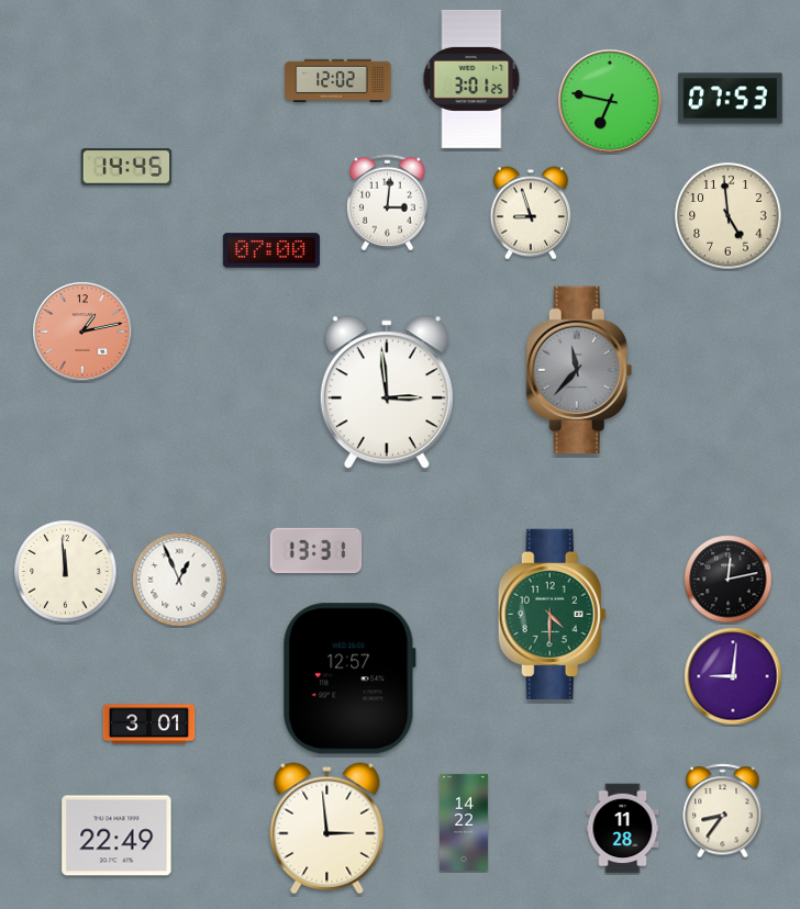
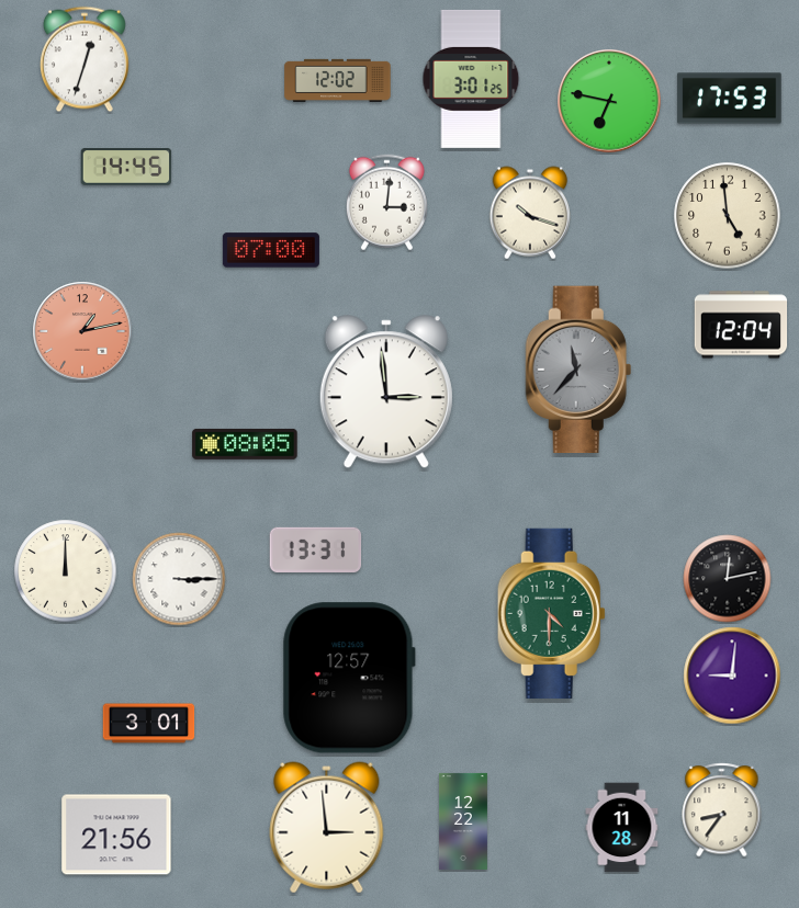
clock at (85, 59): none -> 12:33
clock at (731, 99): 07:53 -> 17:53
clock at (530, 213): 8:57 -> 10:18
clock at (741, 325): none -> 12:04
clock at (245, 444): none -> 08:05
clock at (66, 572): 11:59 -> 12:00
clock at (179, 580): 12:56 -> 3:15
clock at (464, 822): 14:22 -> 12:22
clock at (116, 835): 22:49 -> 21:56
